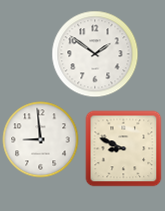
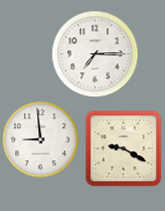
clock at (95, 54): 1:51 -> 7:15
clock at (124, 149): 8:49 -> 9:20
